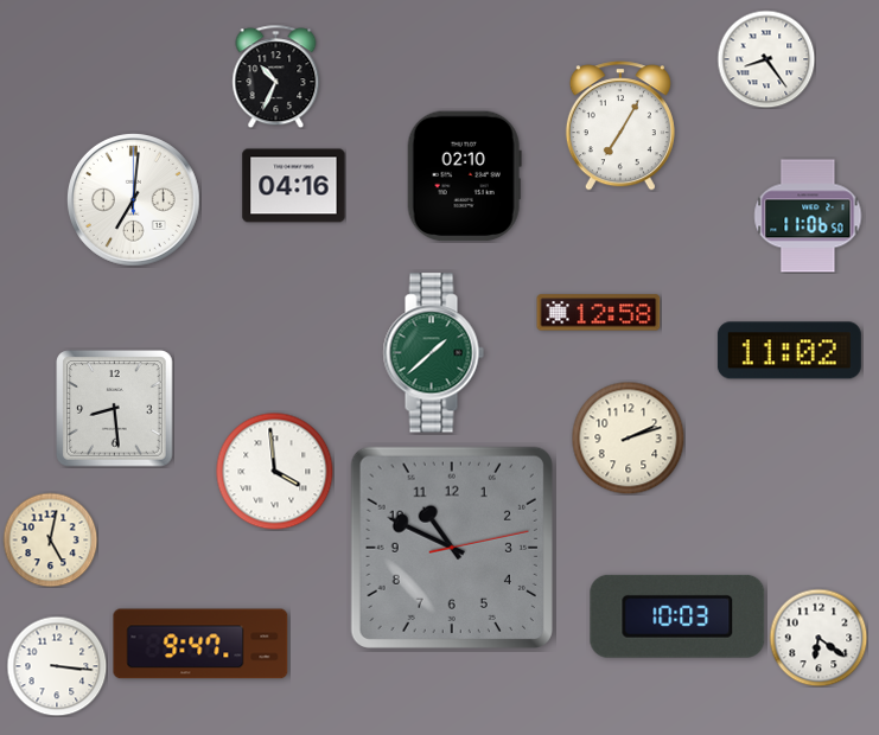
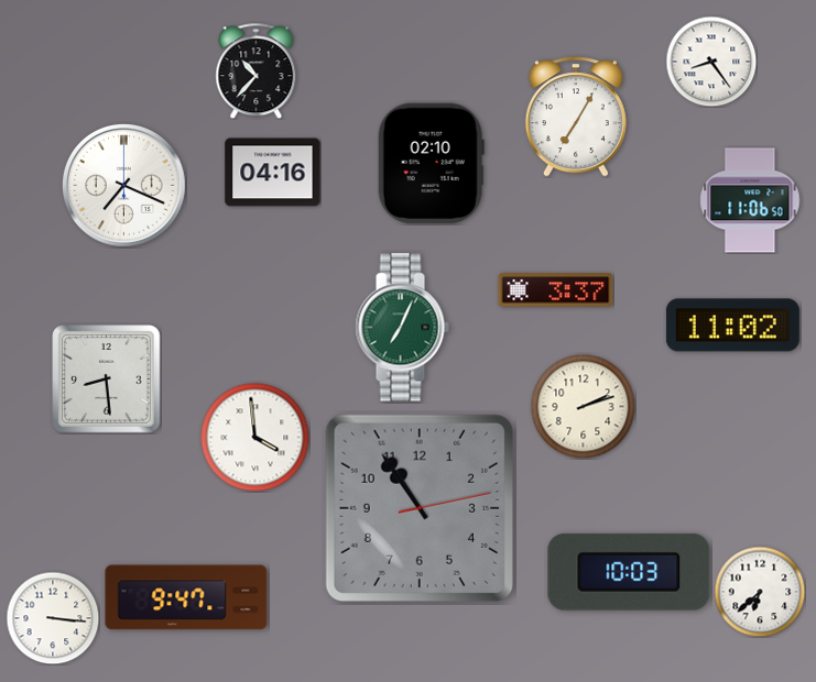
clock at (766, 59) position: (766, 59) -> (711, 62)
clock at (276, 76): 10:34 -> 10:37
clock at (134, 200): 7:01 -> 7:19
clock at (599, 313): 12:58 -> 3:37
clock at (433, 353): 1:38 -> 7:04
clock at (50, 539): 5:02 -> none
clock at (452, 548): 10:49 -> 10:54
clock at (819, 638): 6:21 -> 6:38
